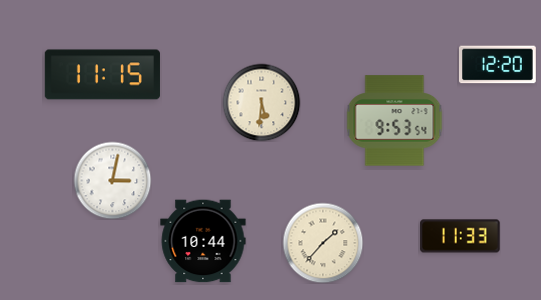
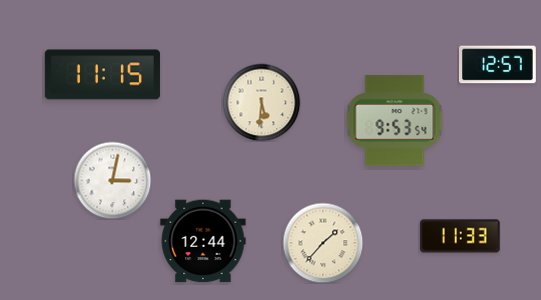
clock at (498, 65): 12:20 -> 12:57
clock at (203, 241): 10:44 -> 12:44
